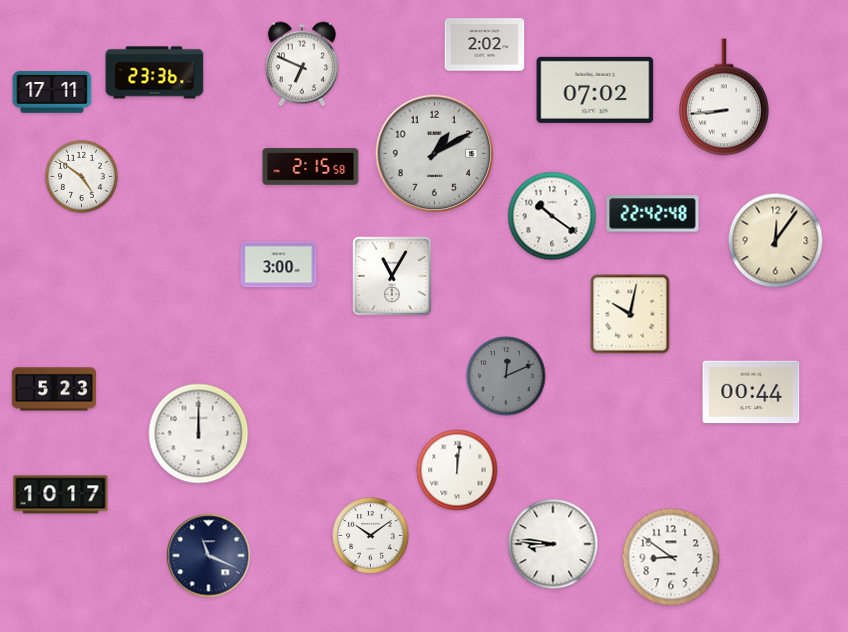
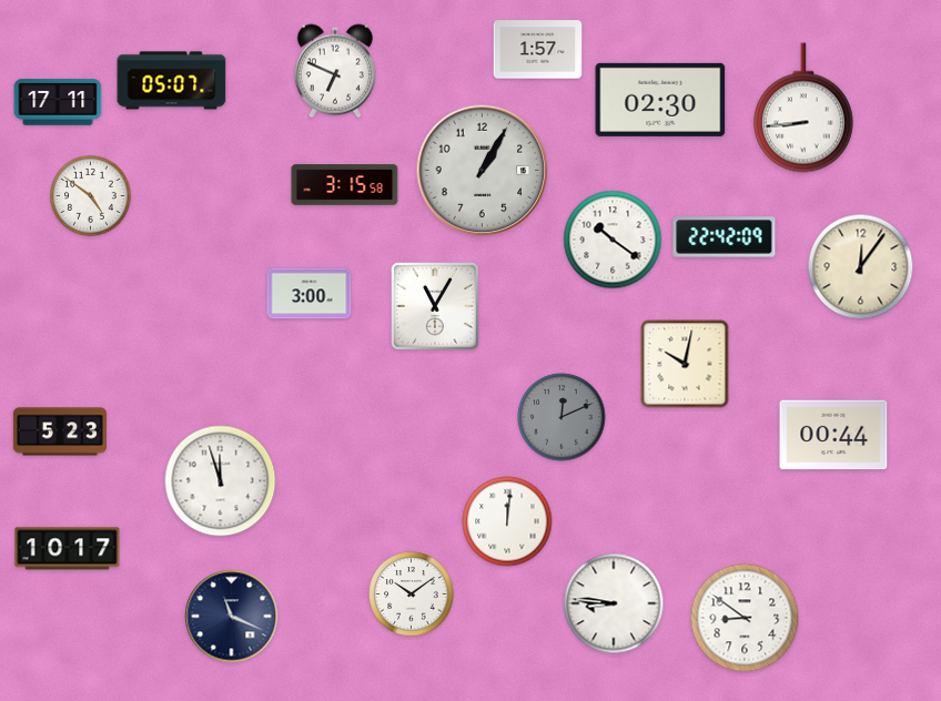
clock at (485, 45): 2:02 -> 1:57
clock at (155, 73): 23:36 -> 05:07
clock at (595, 90): 07:02 -> 02:30
clock at (435, 154): 1:10 -> 1:05
clock at (311, 167): 2:15 -> 3:15
clock at (653, 214): 22:42:48 -> 22:42:09
clock at (630, 314) position: (630, 314) -> (685, 364)
clock at (199, 434): 12:00 -> 11:57
